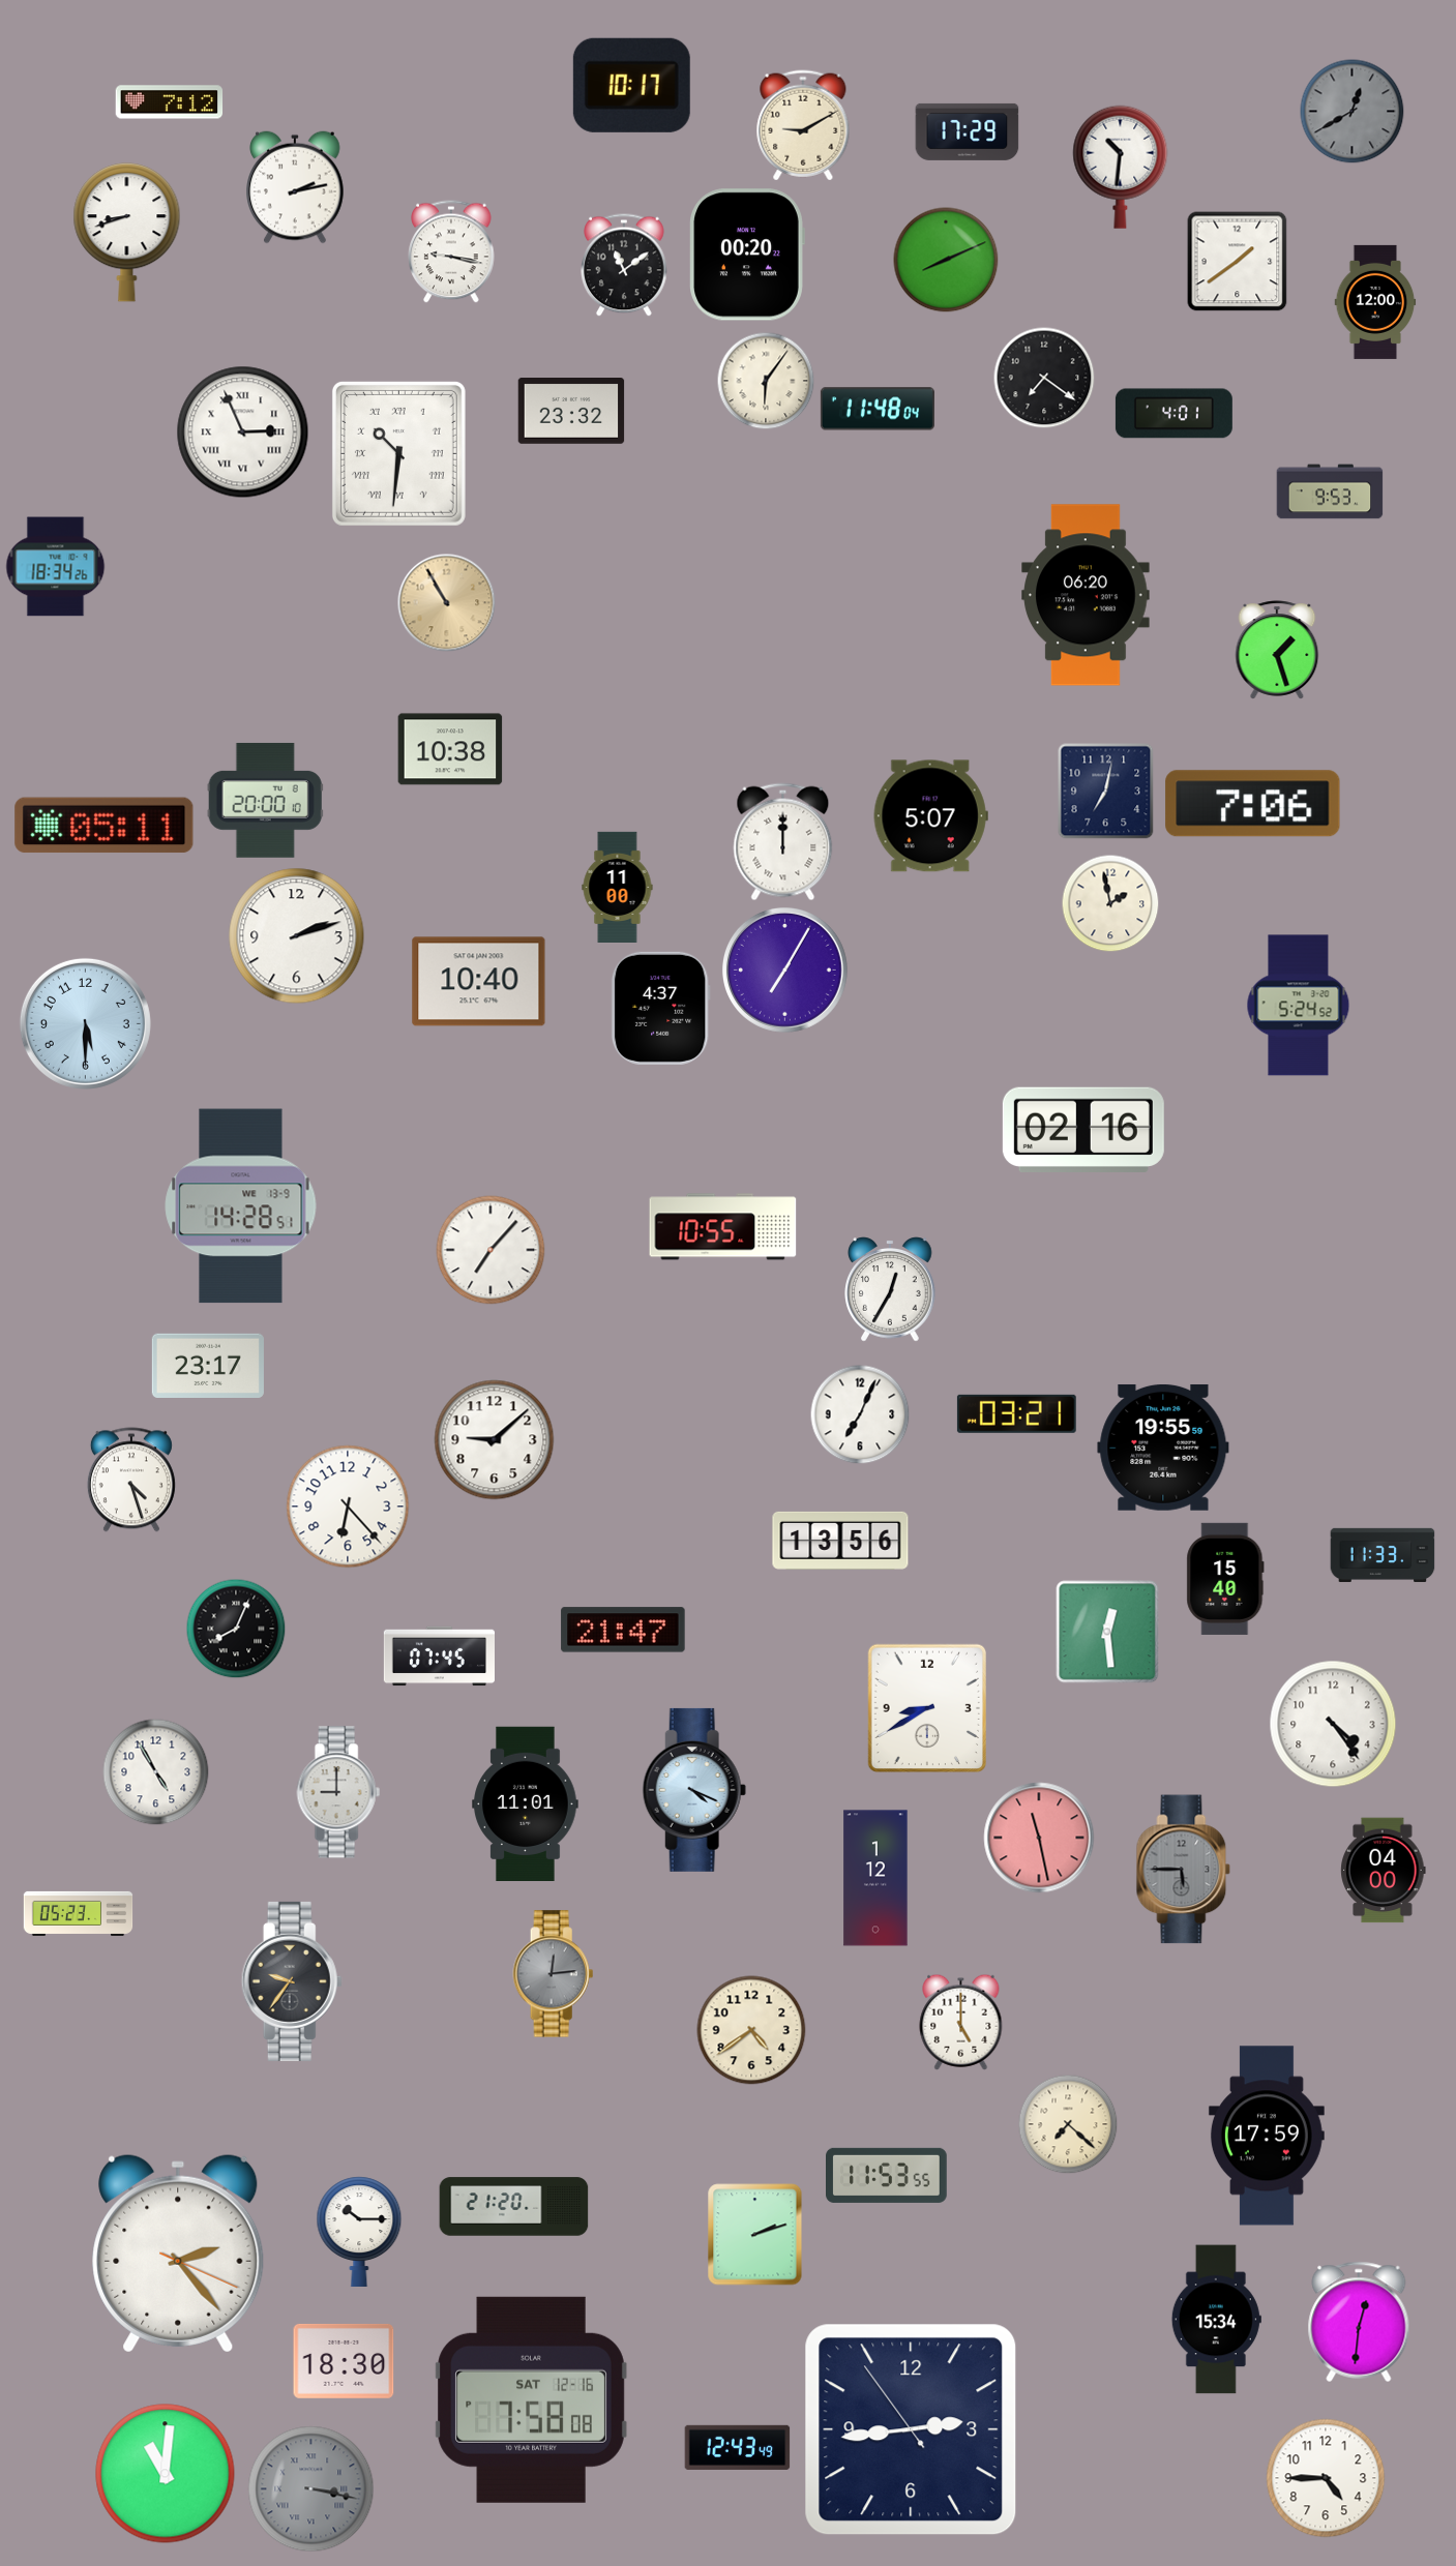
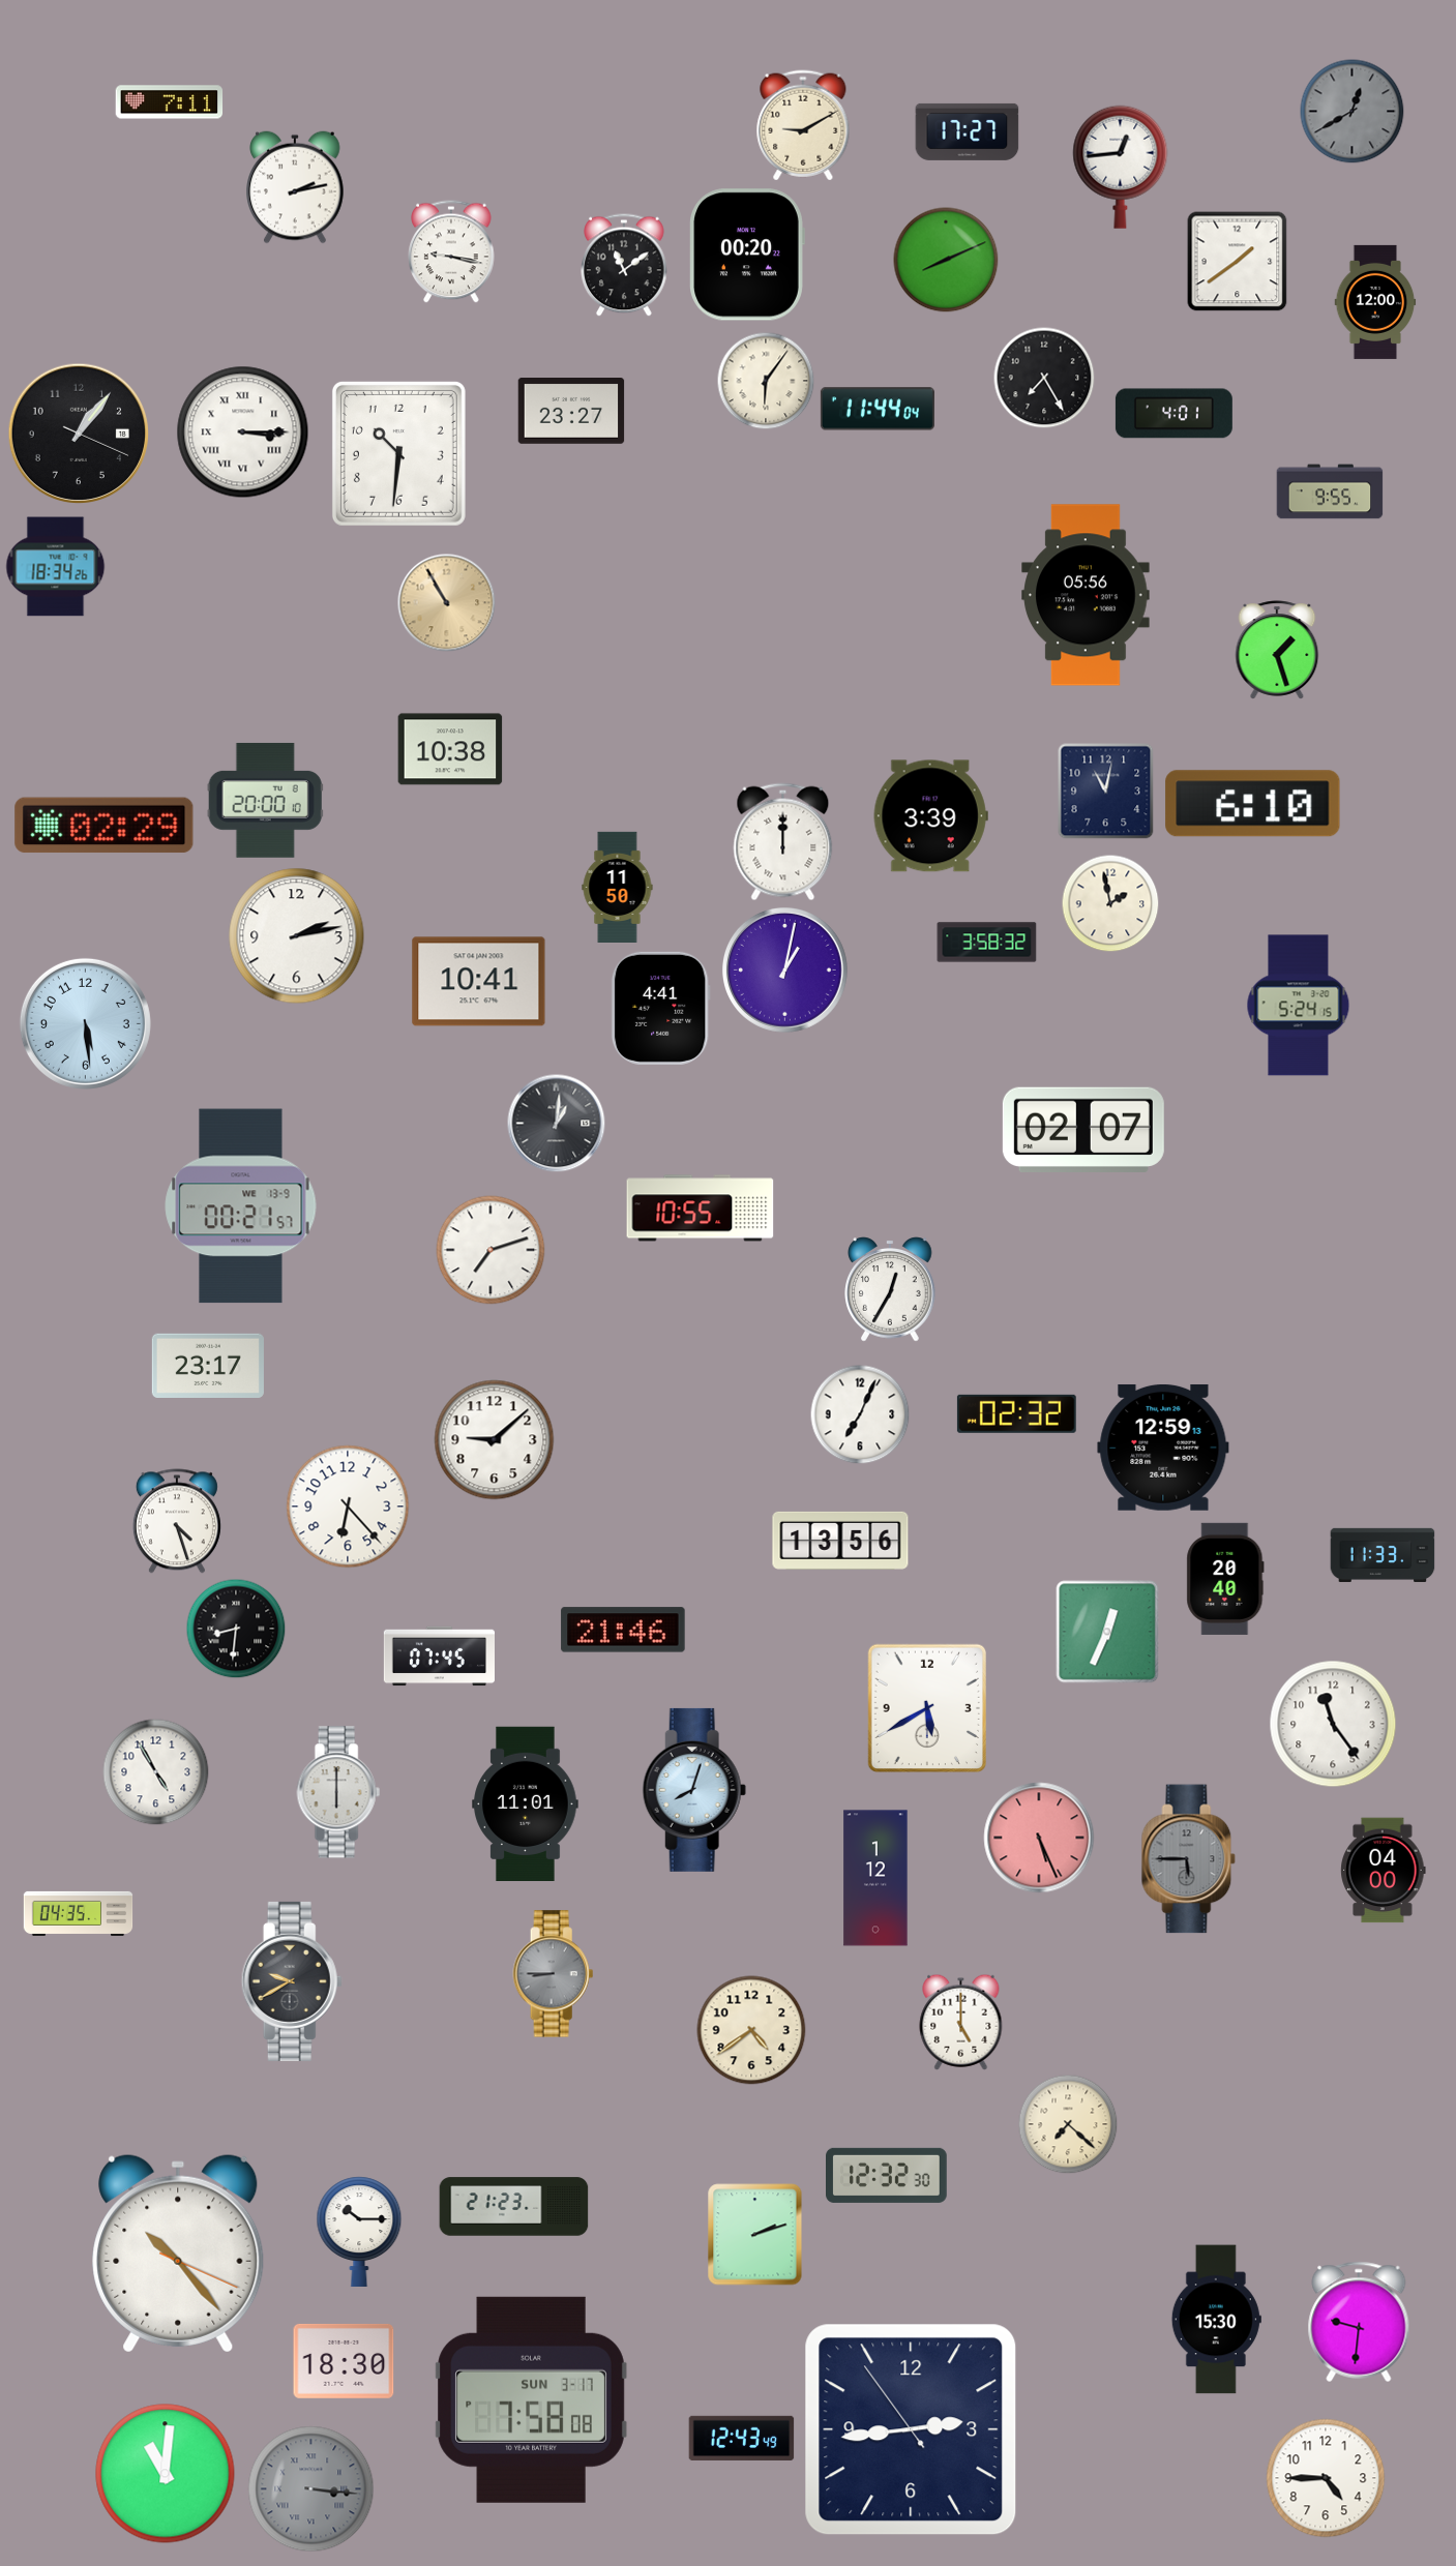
clock at (631, 85): 10:17 -> none
clock at (170, 102): 7:12 -> 7:11
clock at (968, 131): 17:29 -> 17:27
clock at (1121, 167): 10:31 -> 12:44
clock at (127, 233): 8:42 -> none
clock at (1044, 378): 7:21 -> 7:25
clock at (878, 409): 11:48 -> 11:44
clock at (571, 412): 23:32 -> 23:27
clock at (243, 432): 2:56 -> 3:15
clock at (79, 434): none -> 1:06
clock at (398, 453) numerals: Roman -> Arabic
clock at (1330, 491): 9:53 -> 9:55
clock at (1086, 595): 06:20 -> 05:56
clock at (1105, 790): 7:02 -> 11:02
clock at (1253, 804): 7:06 -> 6:10
clock at (930, 816): 5:07 -> 3:39
clock at (105, 826): 05:11 -> 02:29
clock at (618, 887): 11:00 -> 11:50
clock at (297, 936): 2:12 -> 2:13
clock at (987, 943): none -> 3:58
clock at (784, 969): 7:05 -> 1:02
clock at (479, 982): 10:40 -> 10:41
clock at (1299, 1006): 5:24:52 -> 5:24:15
clock at (660, 1008): 4:37 -> 4:41
clock at (85, 1023): 5:30 -> 5:29
clock at (556, 1123): none -> 1:01
clock at (1083, 1130): 02:16 -> 02:07
clock at (241, 1206): 14:28 -> 00:21
clock at (723, 1227) position: (723, 1227) -> (701, 1209)
clock at (491, 1250): 7:07 -> 7:12
clock at (1016, 1413): 03:21 -> 02:32
clock at (1163, 1448): 19:55 -> 12:59
clock at (131, 1480) position: (131, 1480) -> (177, 1521)
clock at (1225, 1579): 15:40 -> 20:40
clock at (236, 1629): 8:04 -> 8:31
clock at (623, 1630): 21:47 -> 21:46
clock at (1107, 1632): 12:29 -> 12:34
clock at (926, 1708): 8:40 -> 5:40
clock at (1333, 1724): 4:24 -> 11:24
clock at (694, 1790): 4:19 -> 8:03
clock at (338, 1792): 9:00 -> 6:00
clock at (1039, 1838): 11:28 -> 5:26
clock at (1184, 1870) position: (1184, 1870) -> (1189, 1859)
clock at (79, 1913): 05:23 -> 04:35
clock at (554, 1974): 12:14 -> 8:45
clock at (292, 1981): 9:36 -> 9:40
clock at (1267, 2136): 17:59 -> none
clock at (887, 2175): 11:53 -> 12:32
clock at (514, 2207): 21:20 -> 21:23
clock at (178, 2254): 2:23 -> 10:23
clock at (1216, 2320): 15:34 -> 15:30
clock at (1359, 2322): 12:31 -> 9:31
clock at (531, 2399) date: SAT 12-16 -> SUN 3-17
clock at (738, 2447) position: (738, 2447) -> (742, 2438)
clock at (311, 2489): 3:17 -> 3:16
